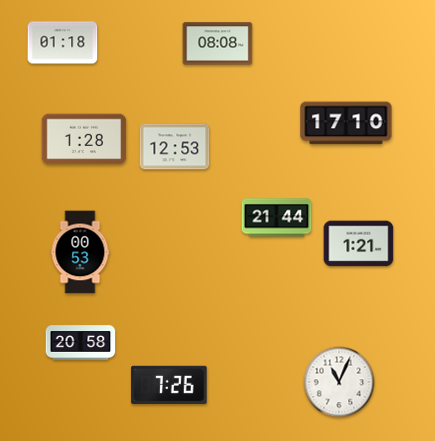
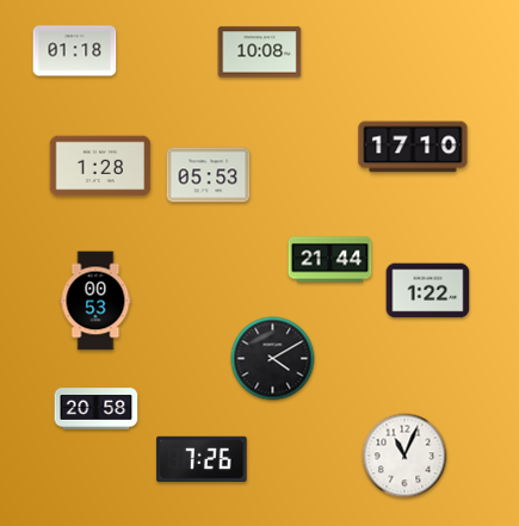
clock at (218, 44): 08:08 -> 10:08
clock at (175, 147): 12:53 -> 05:53
clock at (359, 244): 1:21 -> 1:22
clock at (273, 359): none -> 4:10
